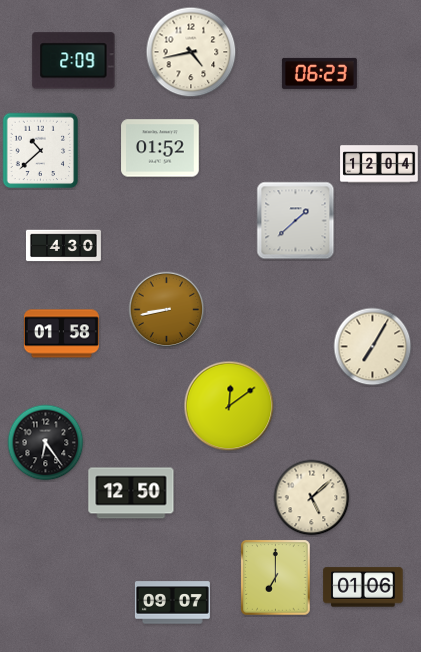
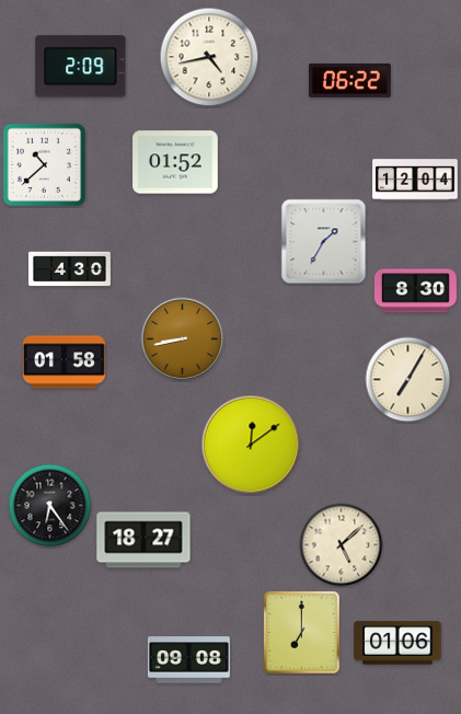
clock at (319, 73): 06:23 -> 06:22
clock at (296, 221): 1:38 -> 1:35
clock at (415, 291): none -> 8:30
clock at (61, 334) position: (61, 334) -> (64, 362)
clock at (46, 443) position: (46, 443) -> (50, 506)
clock at (131, 493): 12:50 -> 18:27
clock at (172, 603): 09:07 -> 09:08
